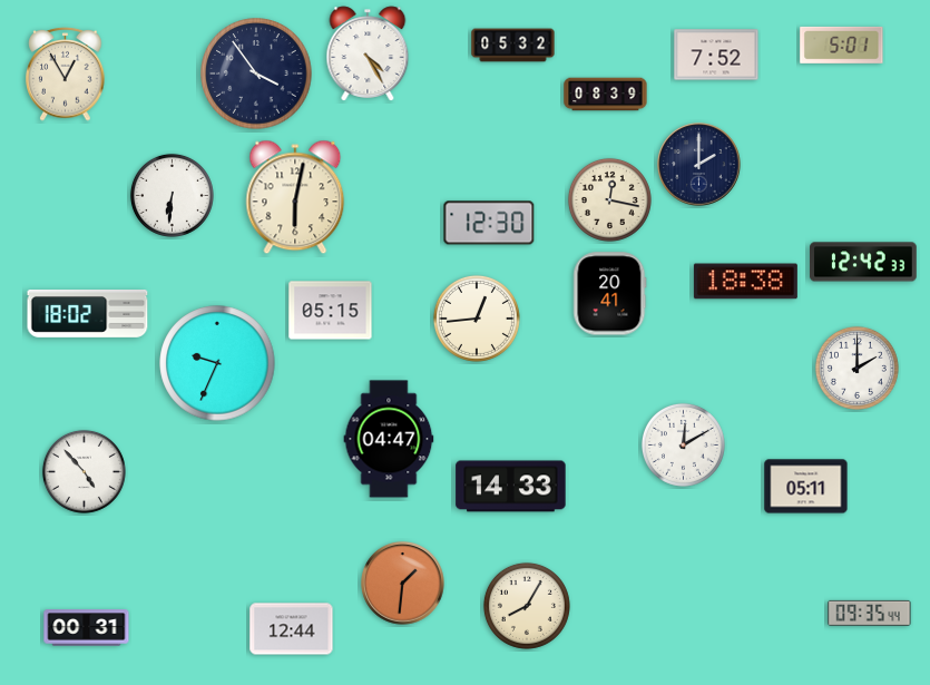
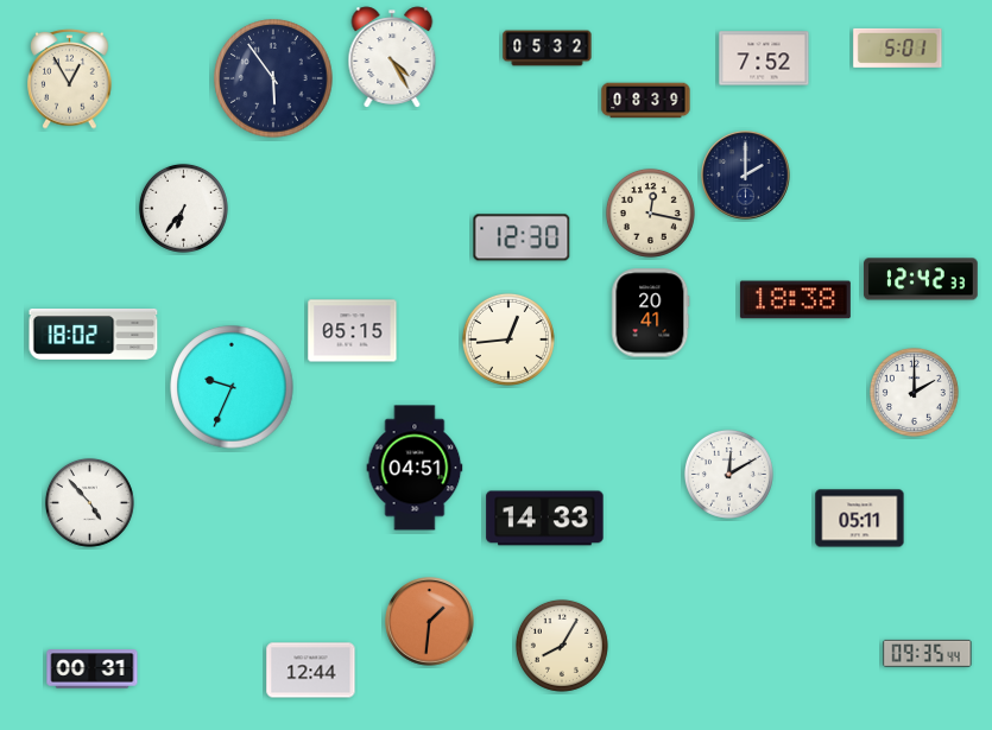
clock at (256, 74): 3:54 -> 5:54
clock at (172, 195): 6:31 -> 6:36
clock at (295, 197): 6:02 -> none
clock at (389, 439): 04:47 -> 04:51
